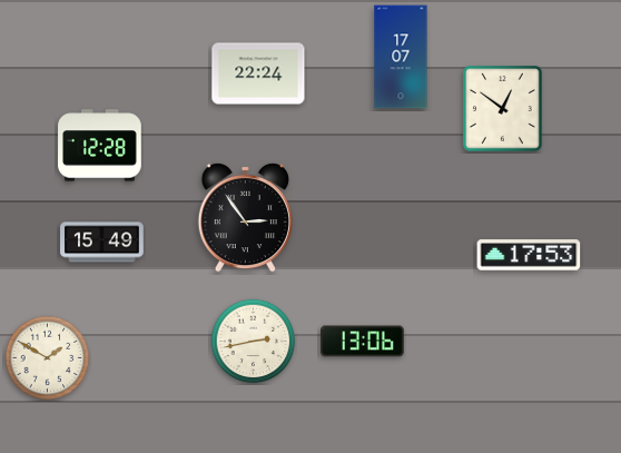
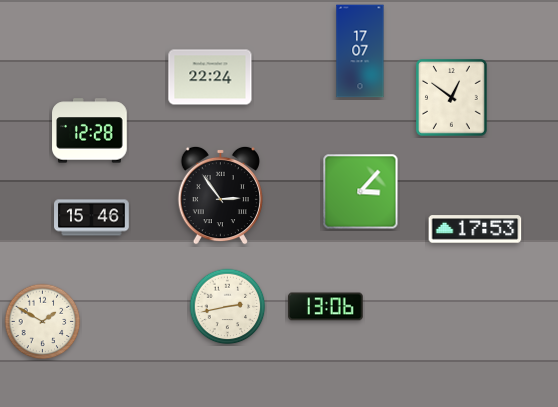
clock at (258, 73) position: (258, 73) -> (210, 77)
clock at (361, 192): none -> 3:07
clock at (102, 243): 15:49 -> 15:46
